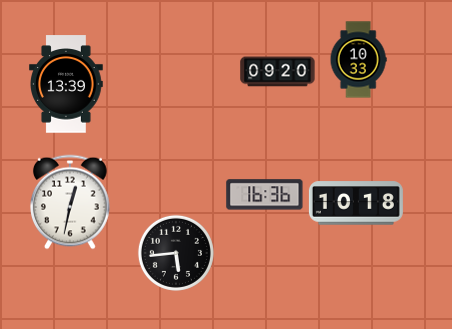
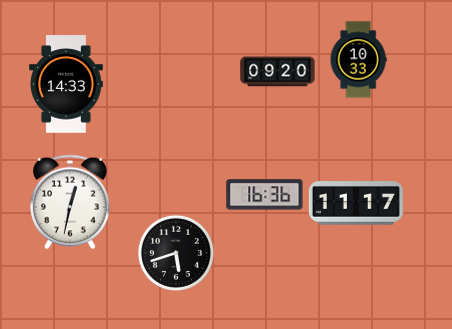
clock at (67, 84): 13:39 -> 14:33
clock at (356, 203): 10:18 -> 11:17
clock at (176, 253): 5:44 -> 5:42
